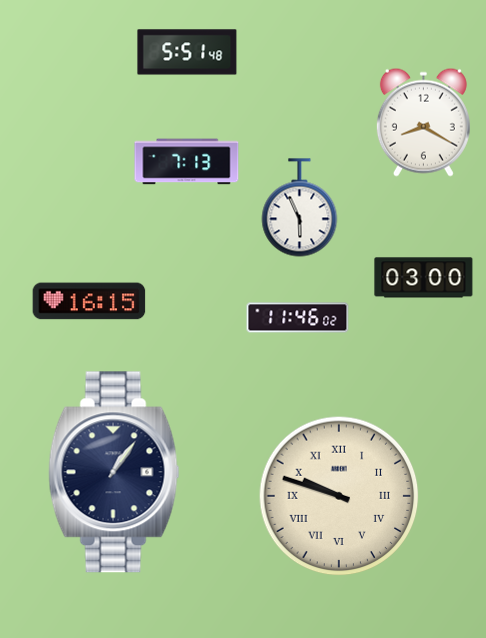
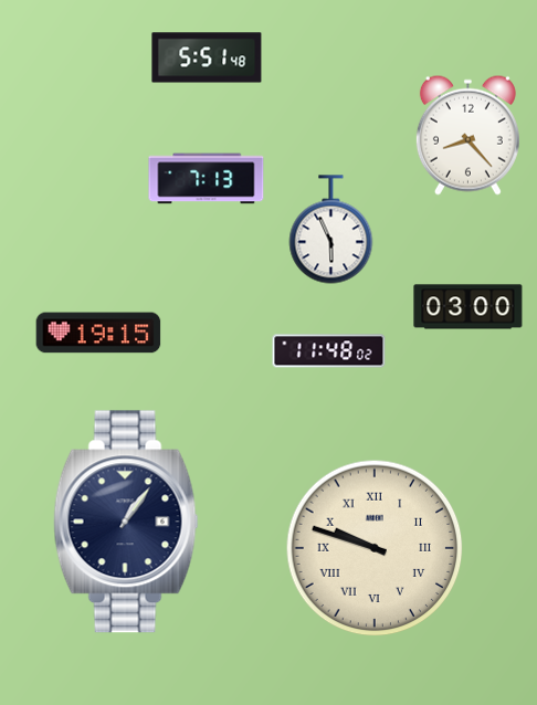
clock at (423, 122): 8:20 -> 8:23
clock at (89, 301): 16:15 -> 19:15
clock at (298, 318): 11:46 -> 11:48
